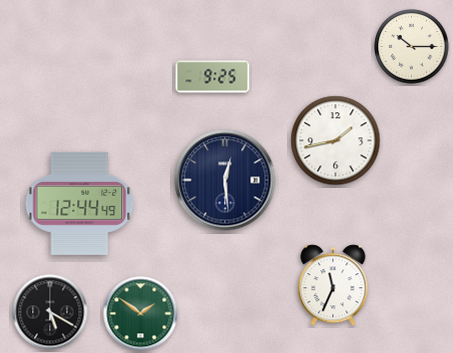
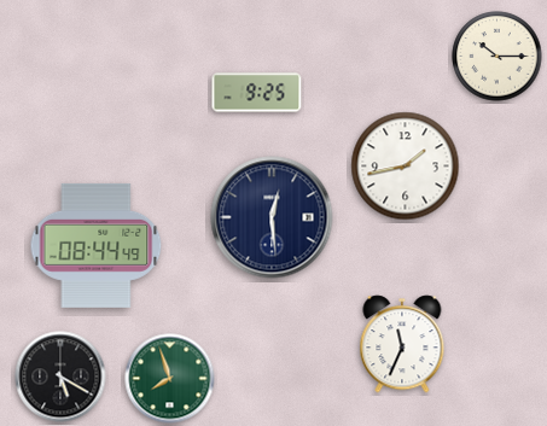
clock at (336, 141) position: (336, 141) -> (406, 167)
clock at (80, 203): 12:44 -> 08:44
clock at (141, 314): 1:51 -> 7:57
